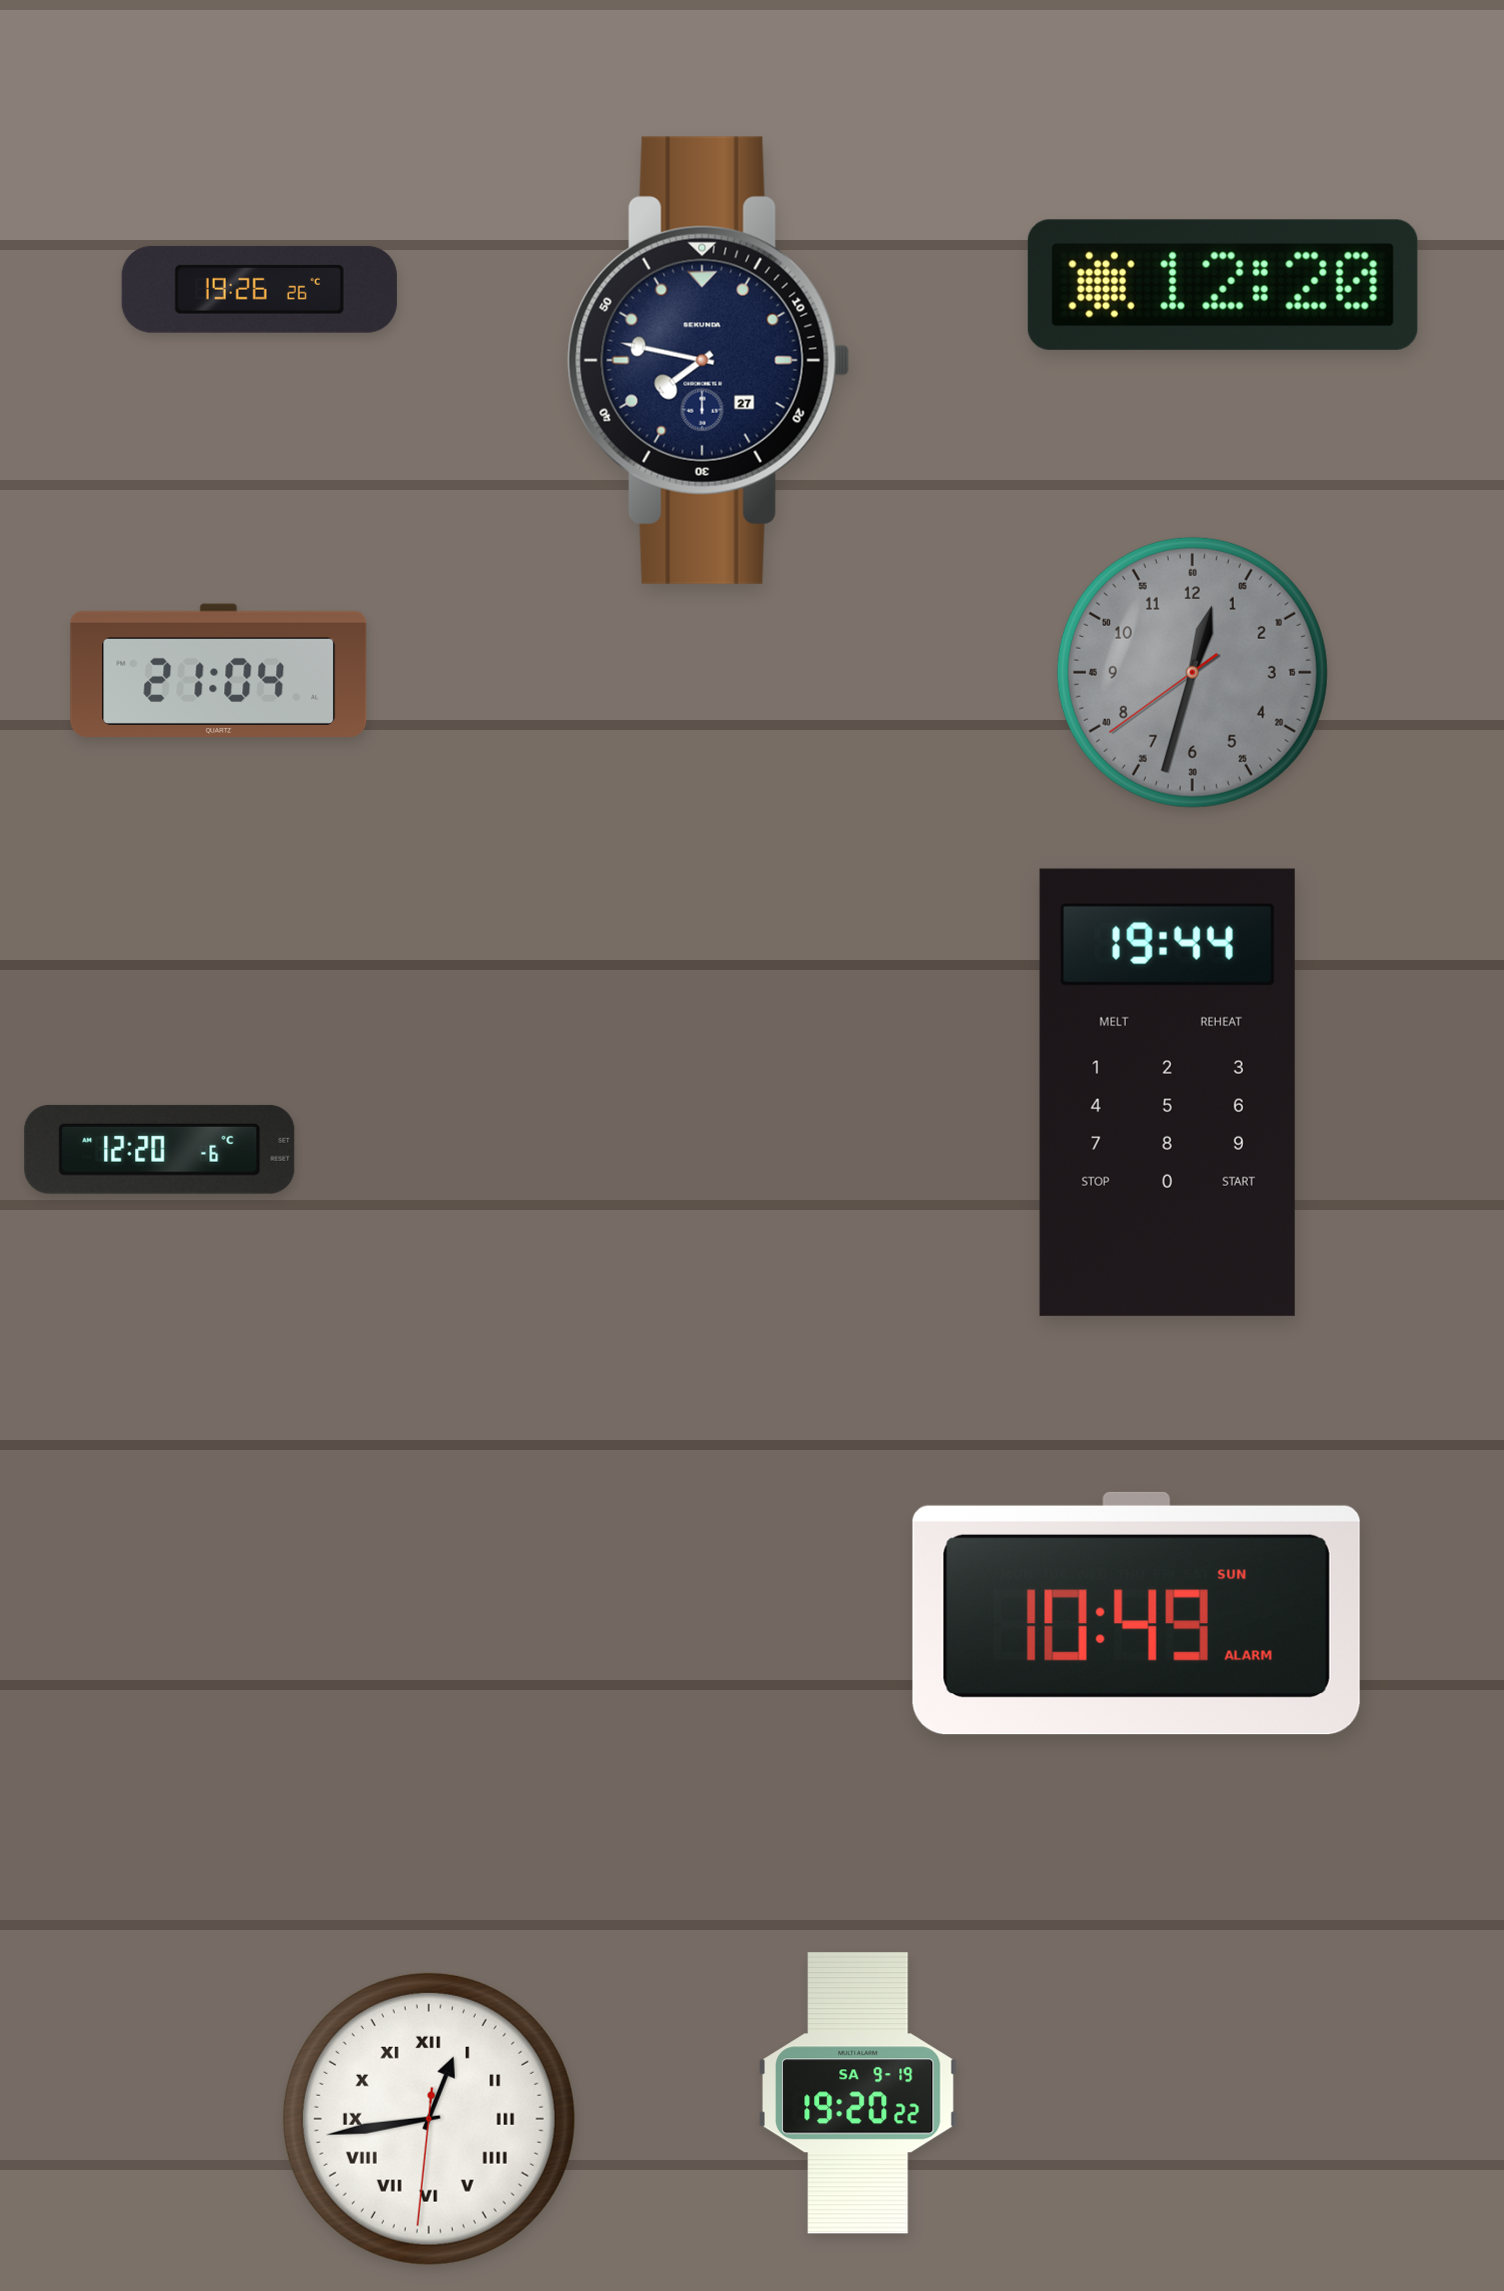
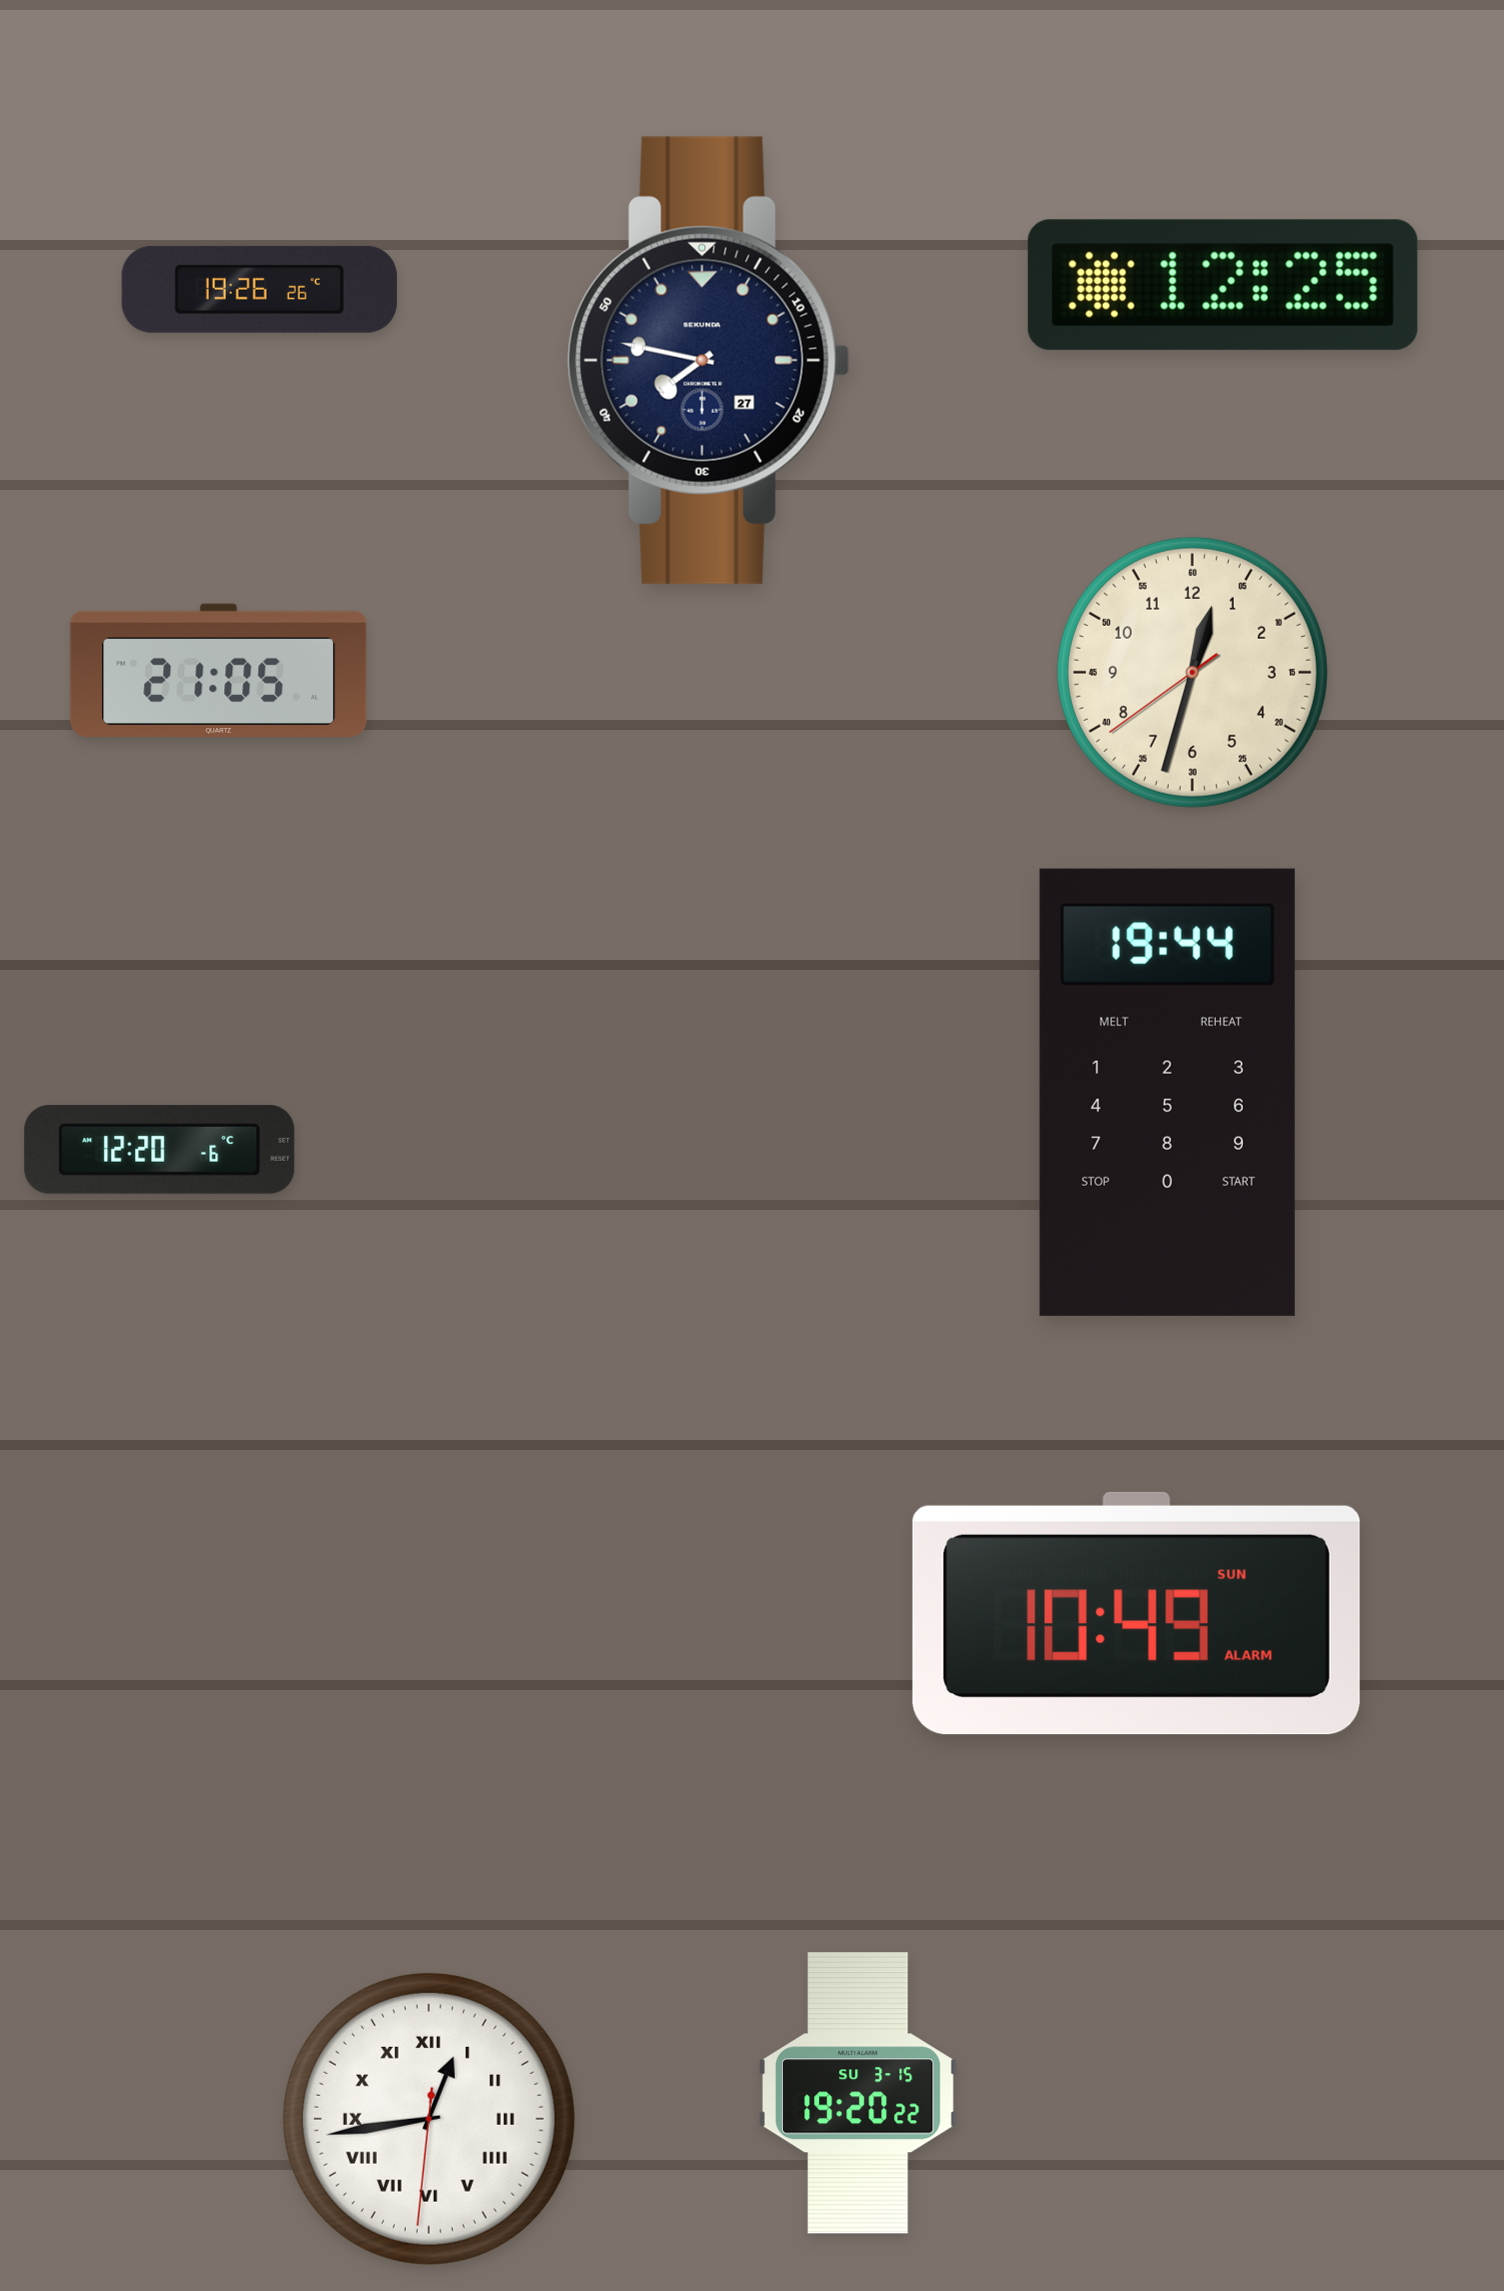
clock at (1223, 285): 12:20 -> 12:25
clock at (219, 670): 21:04 -> 21:05
clock at (1192, 672) dial: grey -> cream
clock at (858, 2093) date: SA 9-19 -> SU 3-15
